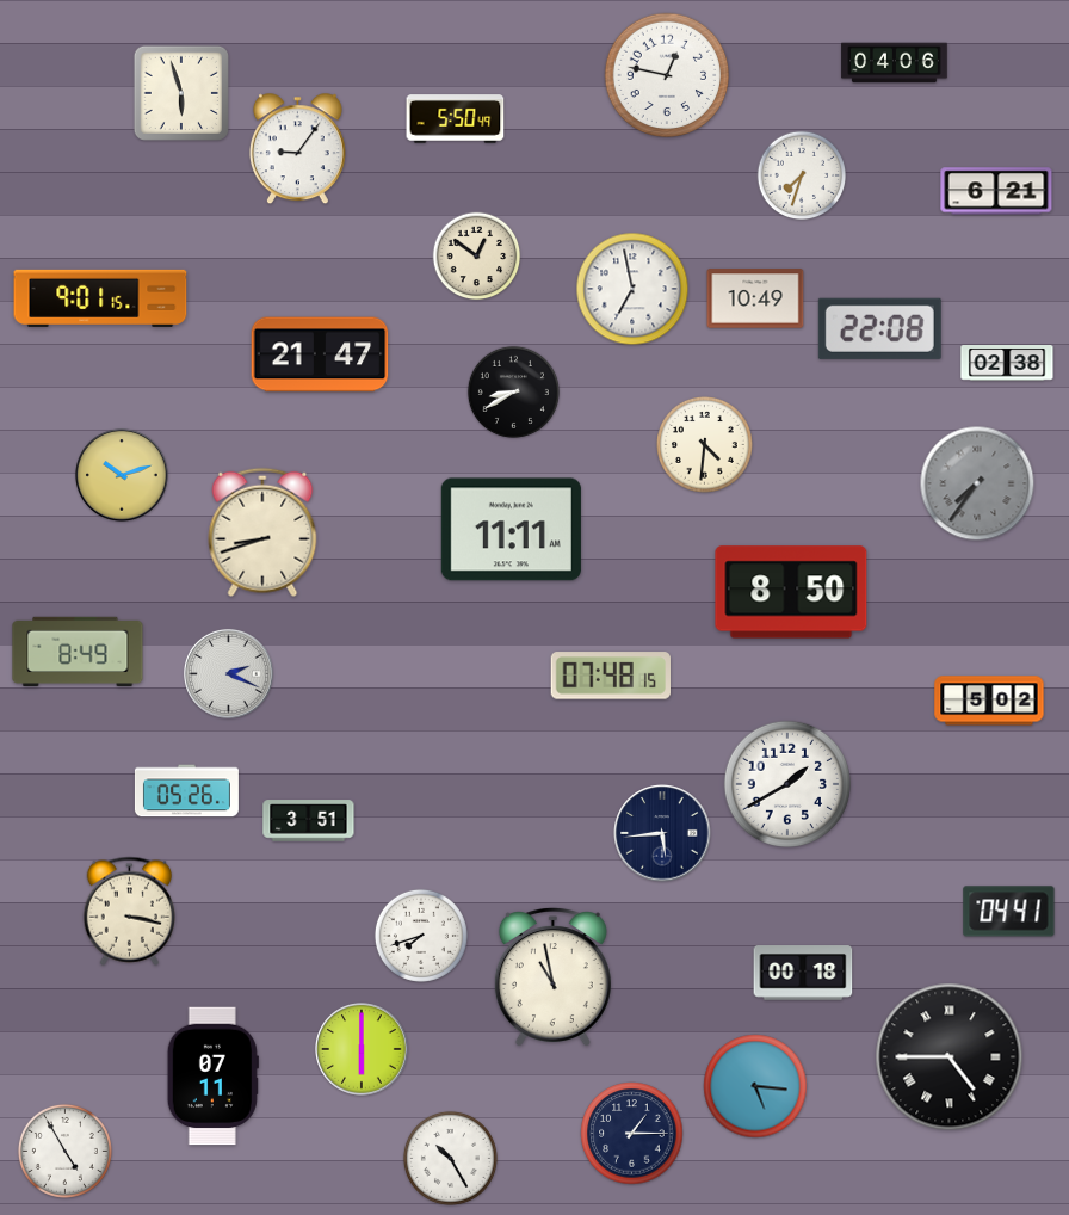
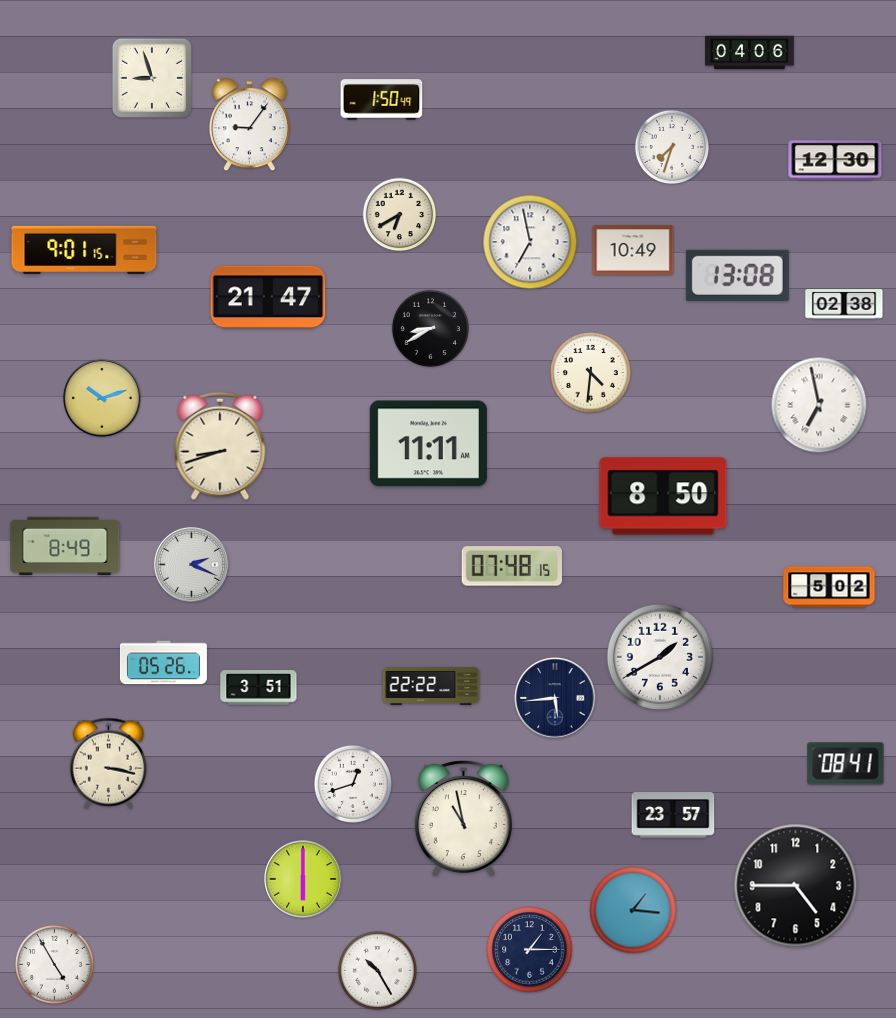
clock at (667, 75): 12:47 -> none
clock at (180, 92): 5:57 -> 8:57
clock at (456, 119): 5:50 -> 1:50
clock at (996, 191): 6:21 -> 12:30
clock at (477, 257): 12:51 -> 6:40
clock at (879, 328): 22:08 -> 13:08
clock at (977, 483): 7:36 -> 6:58
clock at (977, 483) dial: grey -> white
clock at (186, 791) position: (186, 791) -> (163, 663)
clock at (431, 686): none -> 22:22
clock at (1009, 912): 04:41 -> 08:41
clock at (421, 936): 7:42 -> 12:42
clock at (803, 973): 00:18 -> 23:57
clock at (950, 1057) numerals: Roman -> Arabic
clock at (212, 1077): 07:11 -> none
clock at (755, 1086): 5:16 -> 1:16
